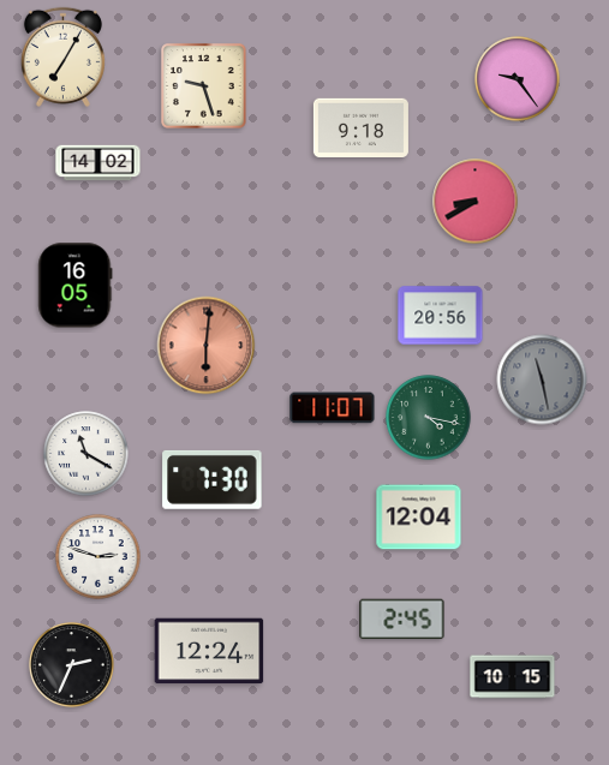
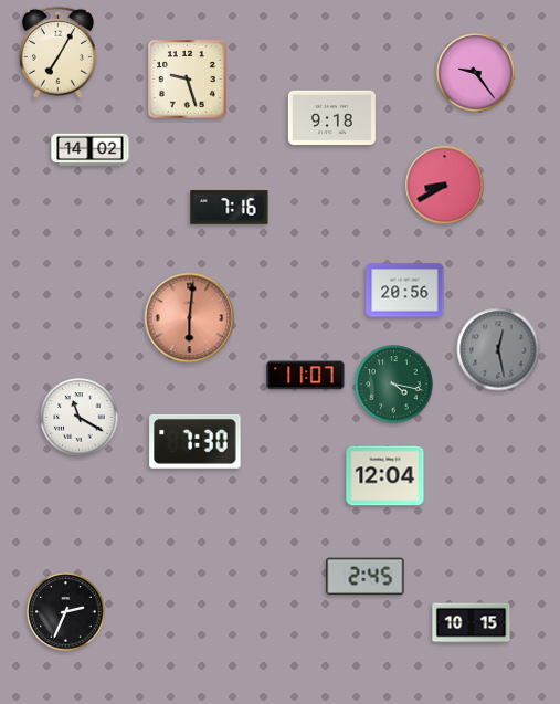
clock at (476, 202) position: (476, 202) -> (445, 186)
clock at (230, 208): none -> 7:16
clock at (76, 286): 16:05 -> none
clock at (542, 379): 11:28 -> 12:28
clock at (98, 557): 2:48 -> none
clock at (402, 620) position: (402, 620) -> (366, 577)
clock at (209, 651): 12:24 -> none
